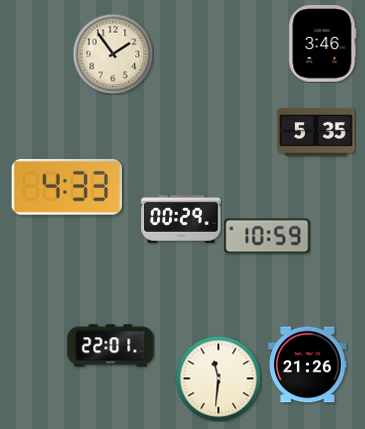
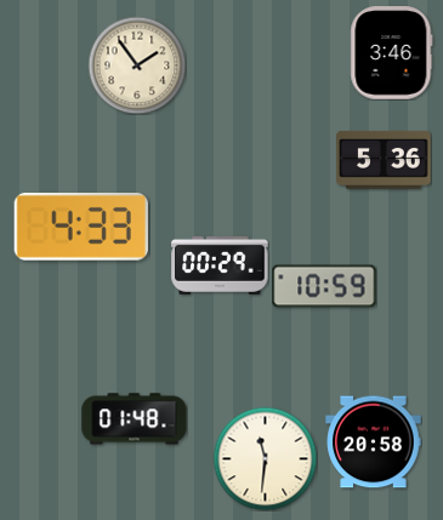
clock at (316, 132): 5:35 -> 5:36
clock at (111, 346): 22:01 -> 01:48
clock at (308, 365): 21:26 -> 20:58
